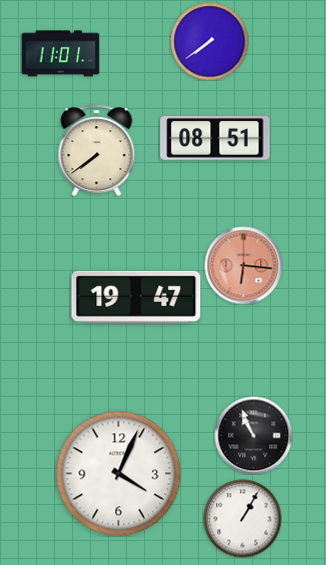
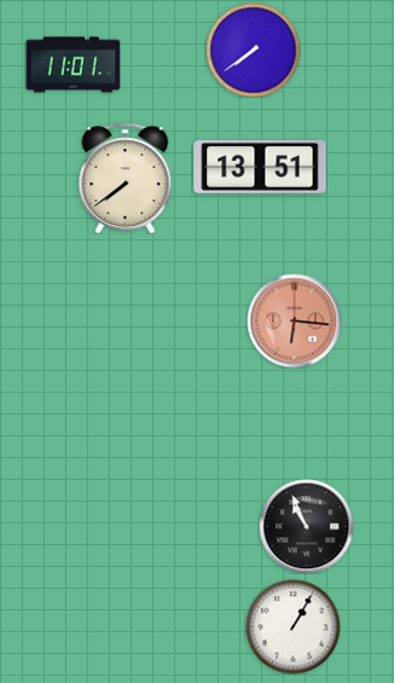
clock at (215, 139): 08:51 -> 13:51
clock at (97, 150) position: (97, 150) -> (126, 178)
clock at (136, 297): 19:47 -> none
clock at (118, 473): 4:04 -> none
